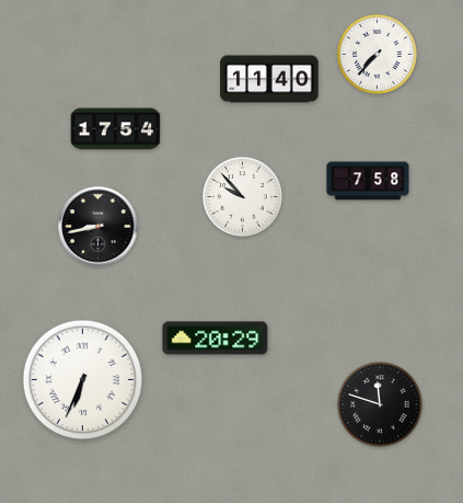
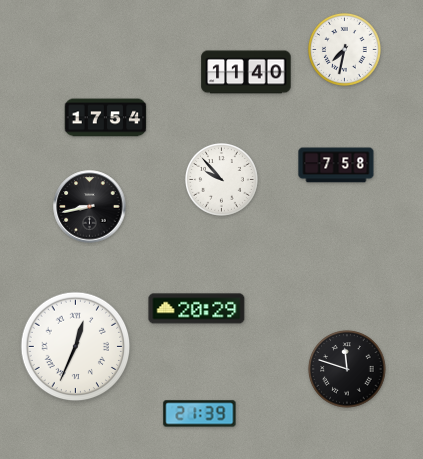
clock at (378, 55): 7:37 -> 7:32
clock at (83, 380): 6:34 -> 12:34
clock at (200, 414): none -> 21:39
